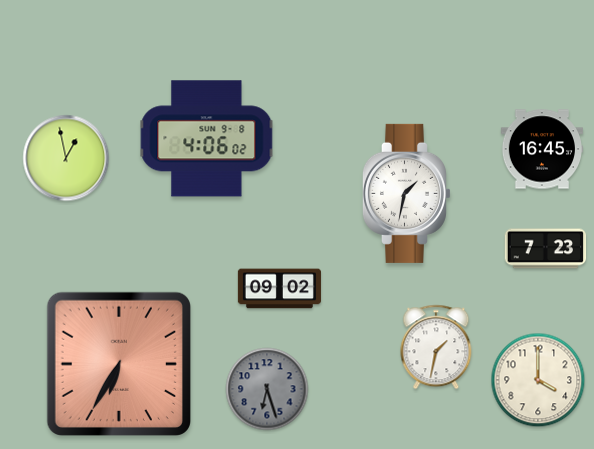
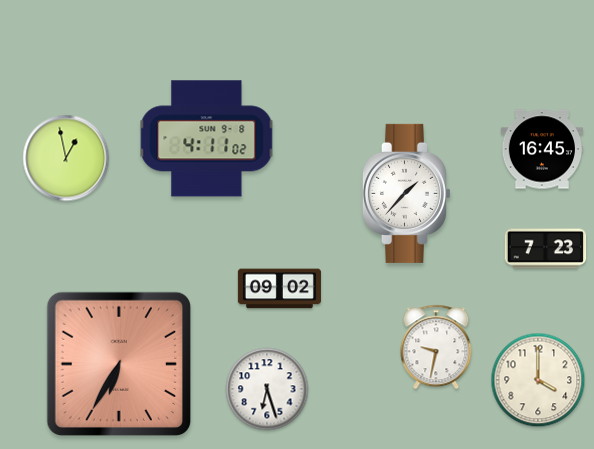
clock at (207, 139): 4:06 -> 4:11
clock at (406, 193): 1:32 -> 1:37
clock at (436, 347): 1:32 -> 9:32
clock at (267, 389) dial: grey -> white
